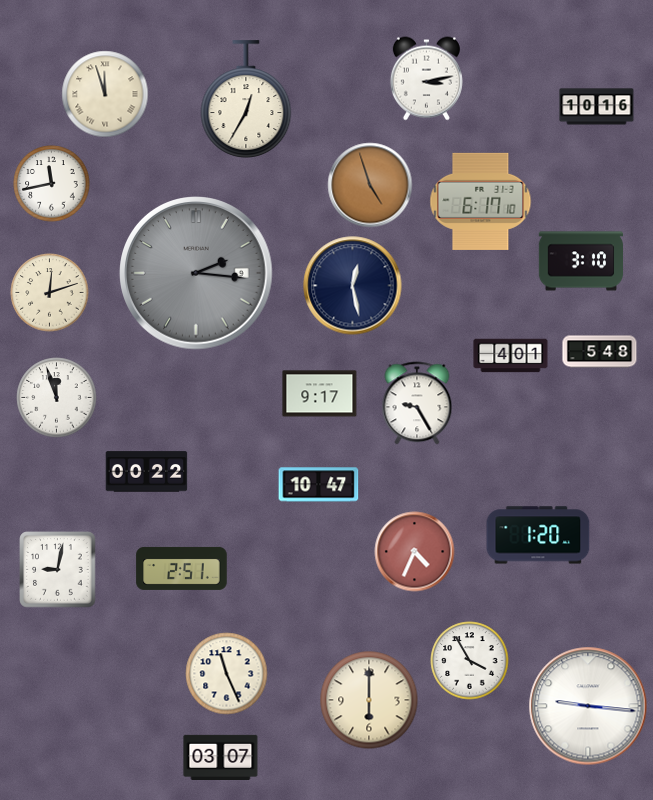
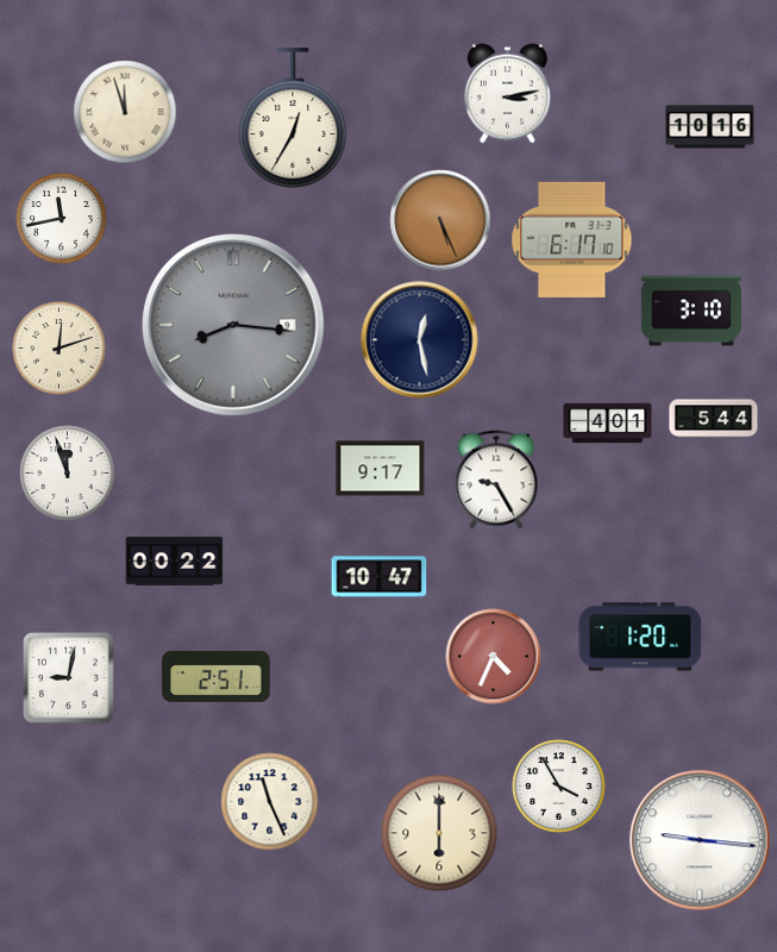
clock at (370, 185): 4:57 -> 5:26
clock at (196, 273): 2:16 -> 8:16
clock at (600, 352): 5:48 -> 5:44
clock at (221, 757): 03:07 -> none
